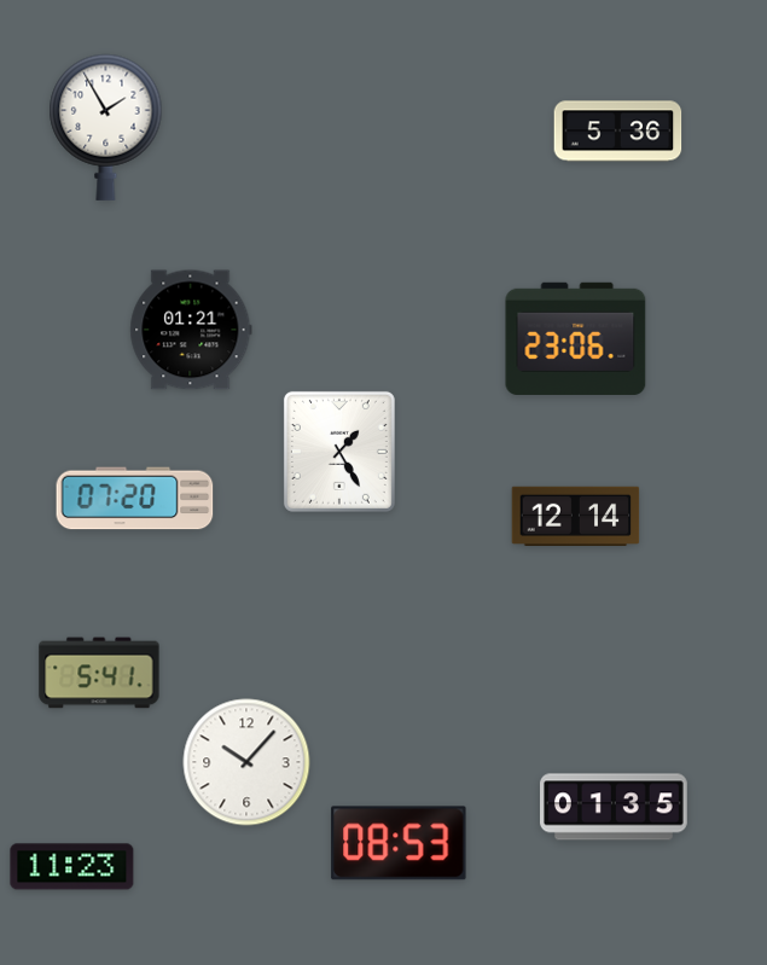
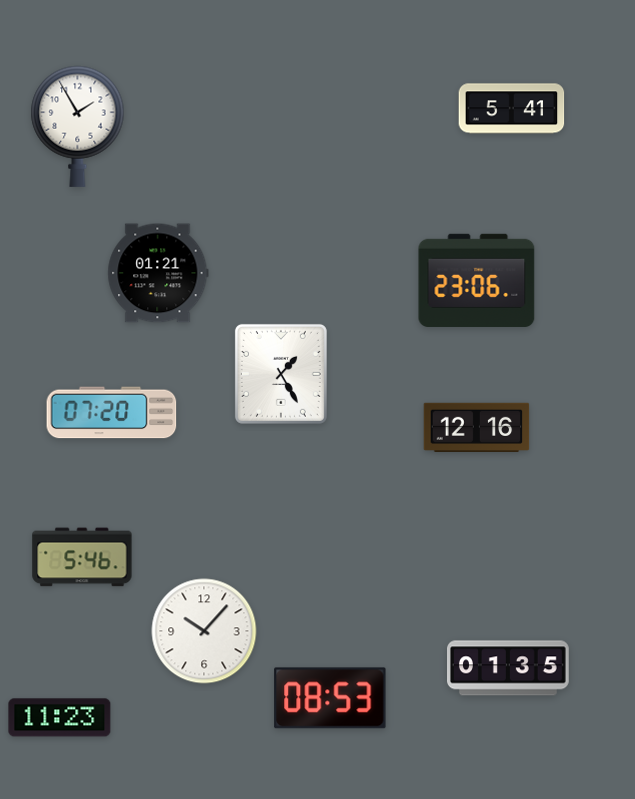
clock at (106, 127) position: (106, 127) -> (78, 126)
clock at (618, 132): 5:36 -> 5:41
clock at (576, 517): 12:14 -> 12:16
clock at (99, 673): 5:41 -> 5:46
